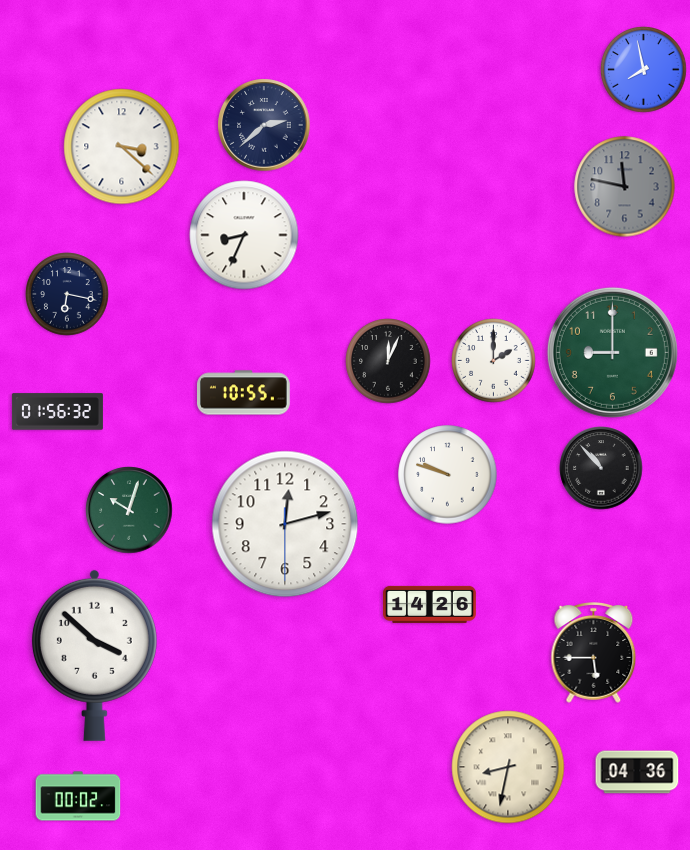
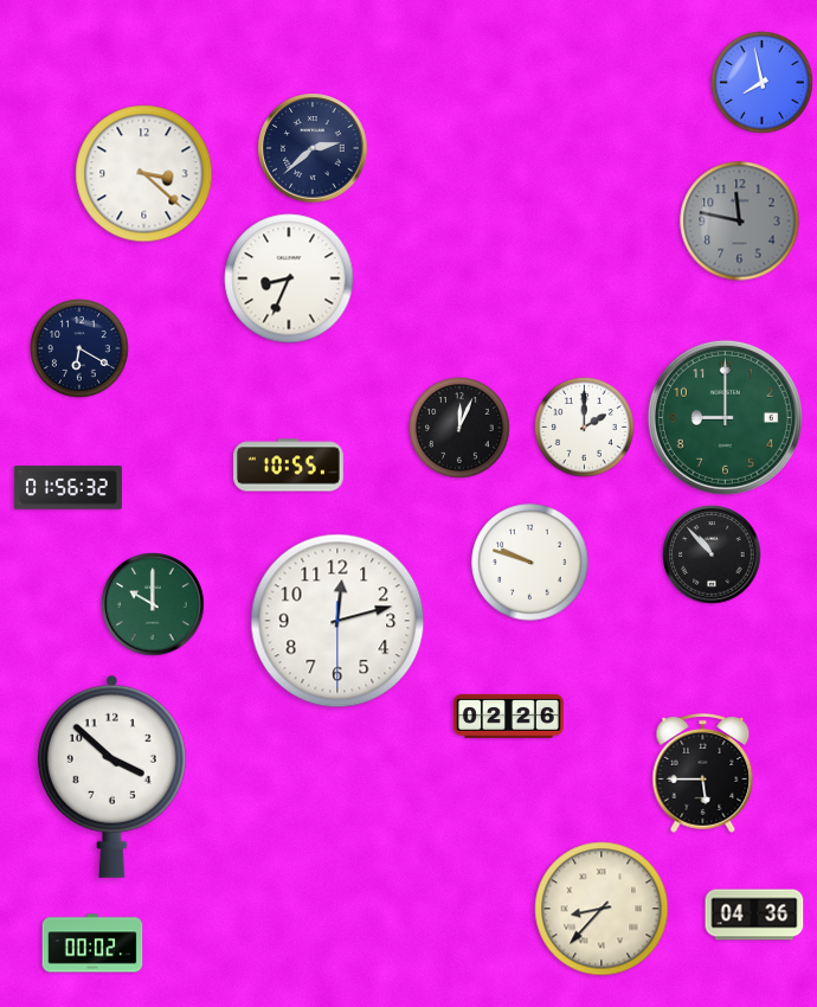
clock at (67, 294): 6:17 -> 6:20
clock at (129, 510): 10:03 -> 10:00
clock at (430, 604): 14:26 -> 02:26
clock at (508, 767): 8:32 -> 8:37
